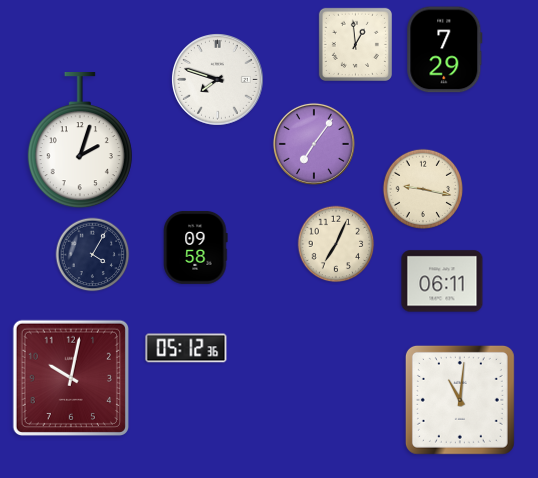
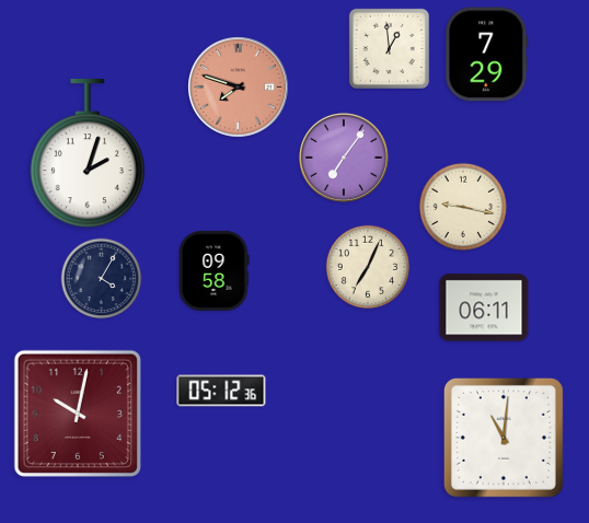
clock at (218, 80) dial: white -> salmon
clock at (186, 348) position: (186, 348) -> (221, 391)
